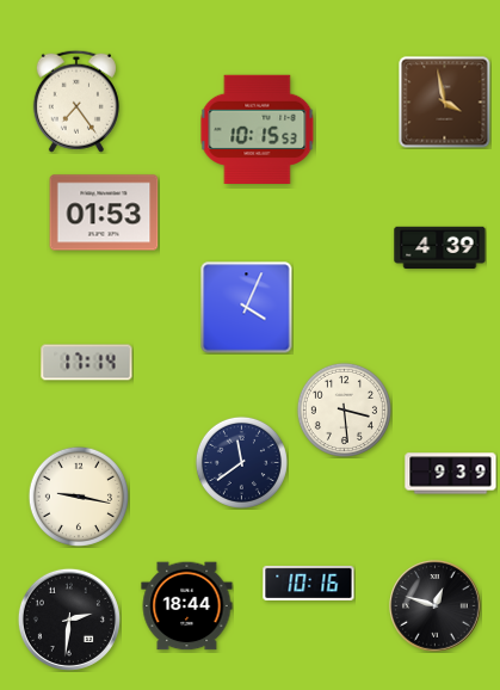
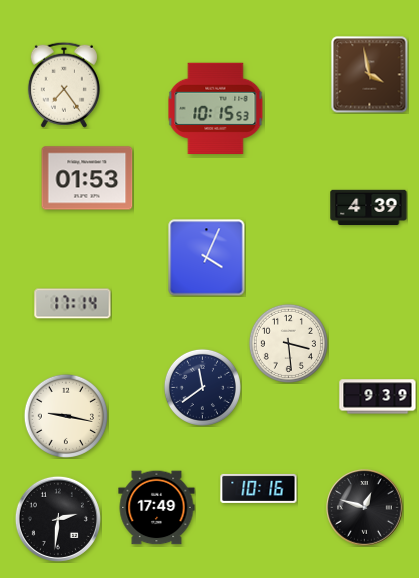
clock at (445, 103) position: (445, 103) -> (370, 75)
clock at (187, 606): 18:44 -> 17:49
